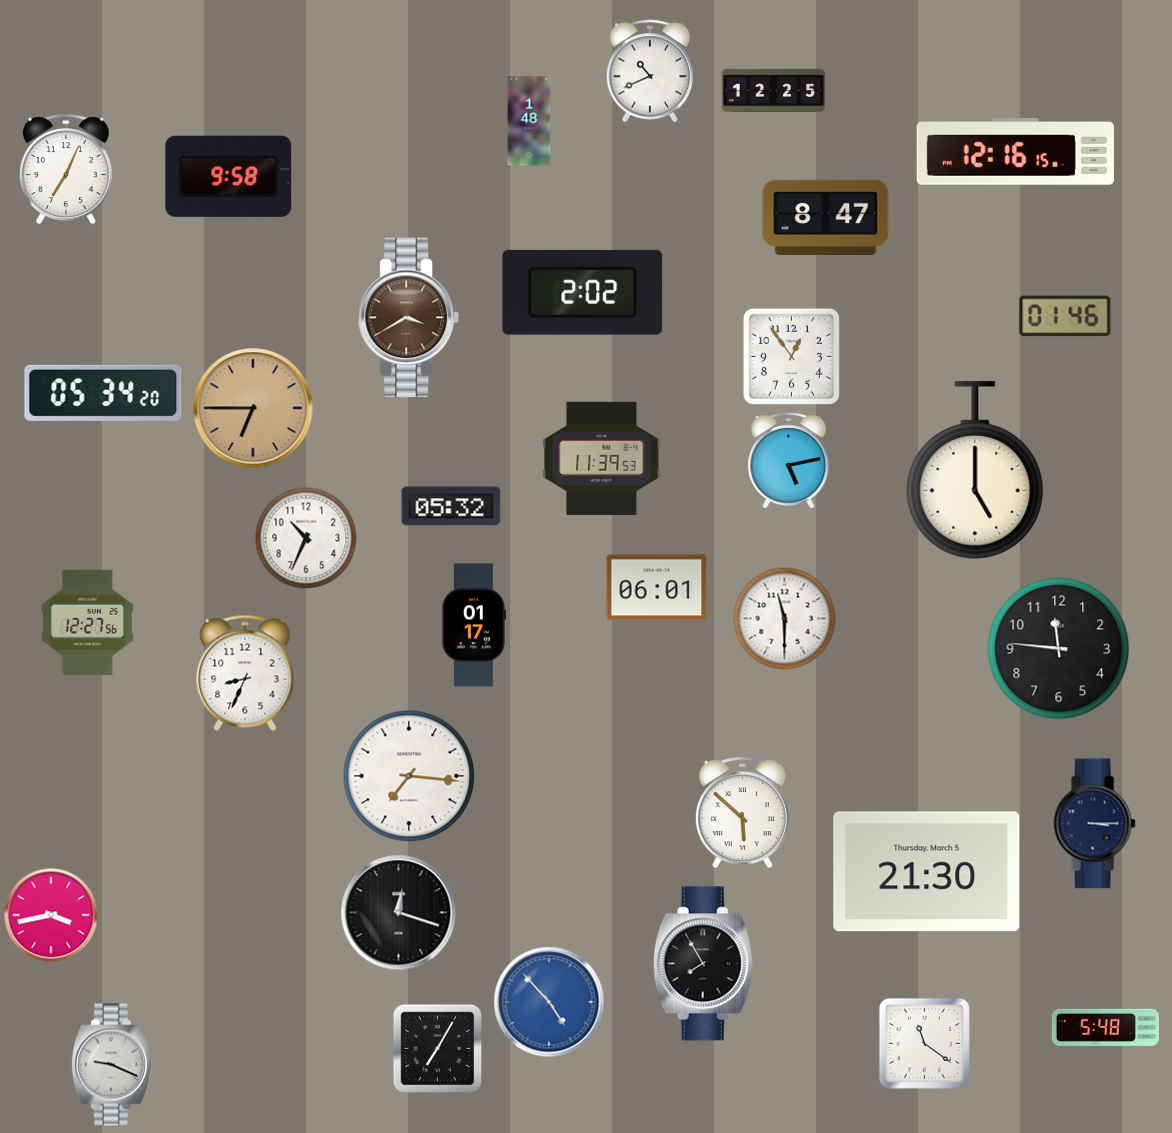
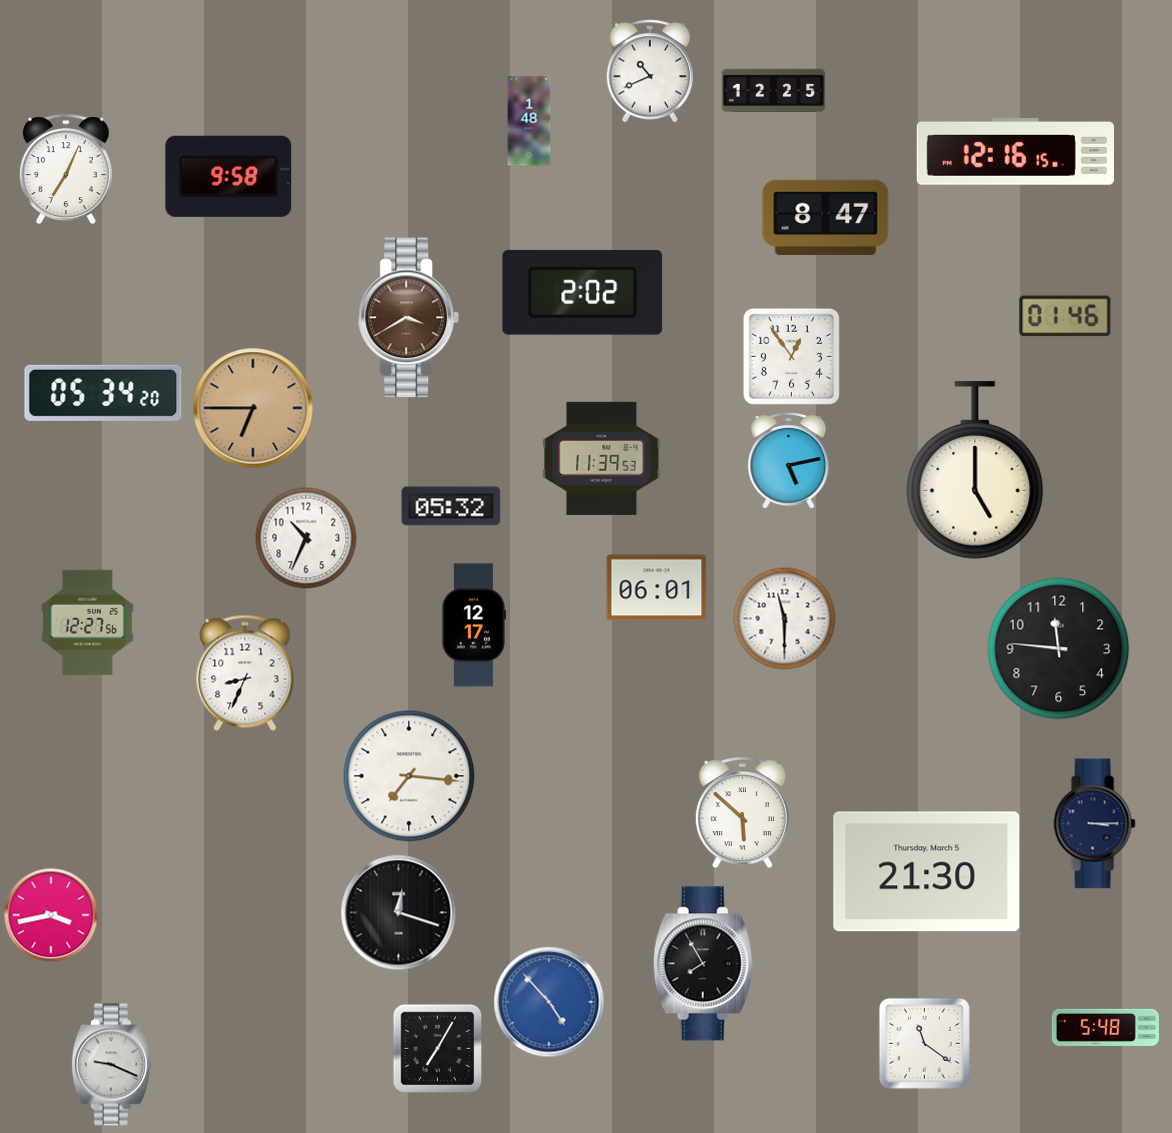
clock at (473, 625): 01:17 -> 12:17
